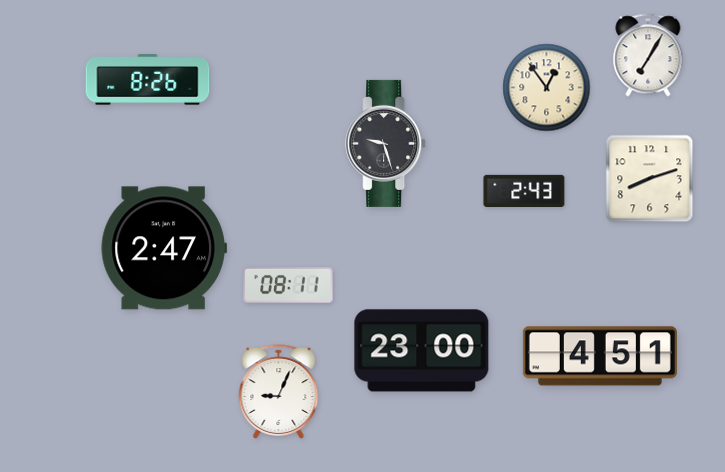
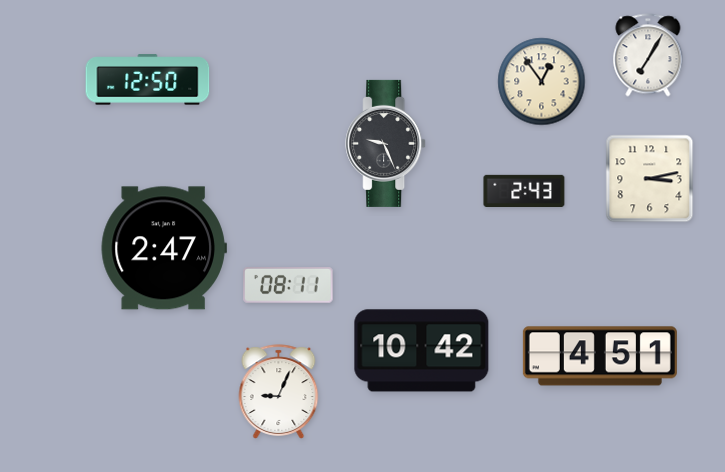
clock at (148, 80): 8:26 -> 12:50
clock at (547, 88) position: (547, 88) -> (542, 82)
clock at (386, 143): 9:27 -> 9:26
clock at (650, 179): 8:12 -> 3:13
clock at (422, 351): 23:00 -> 10:42
